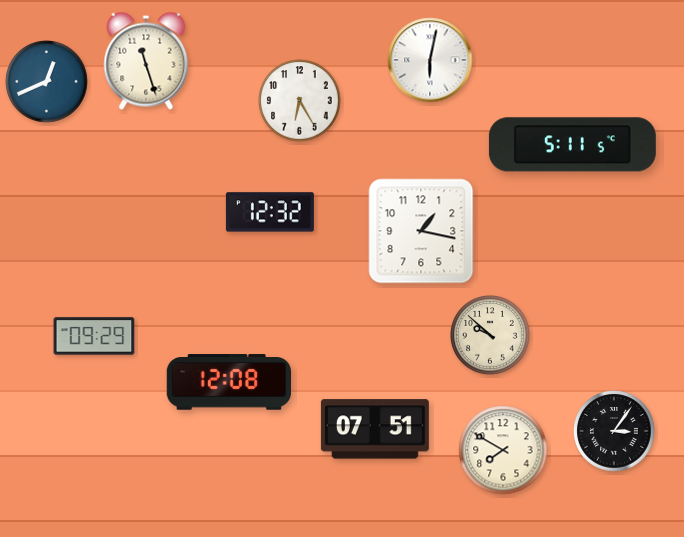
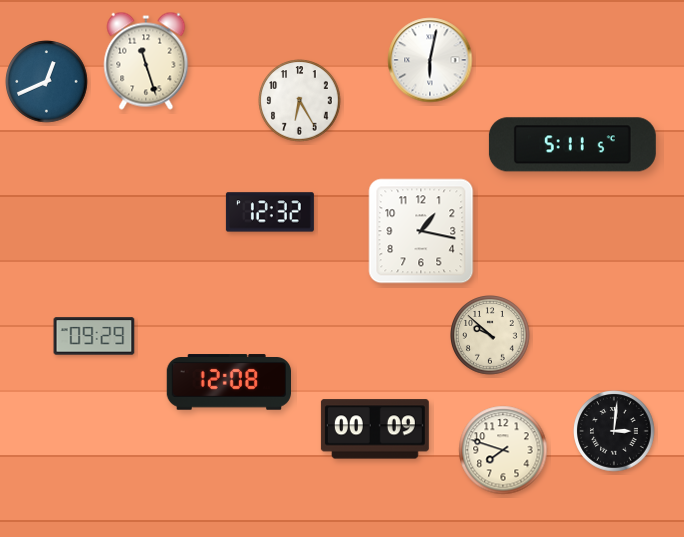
clock at (375, 429): 07:51 -> 00:09
clock at (614, 431): 3:06 -> 3:01
clock at (503, 450): 7:50 -> 7:48
